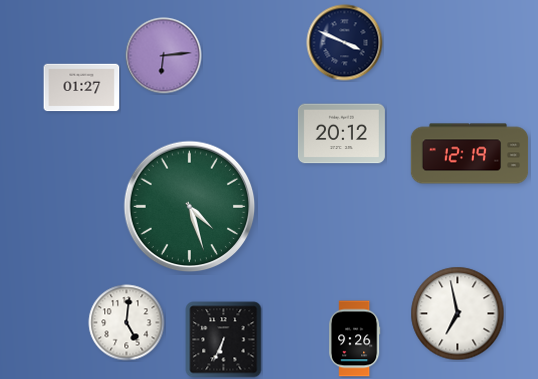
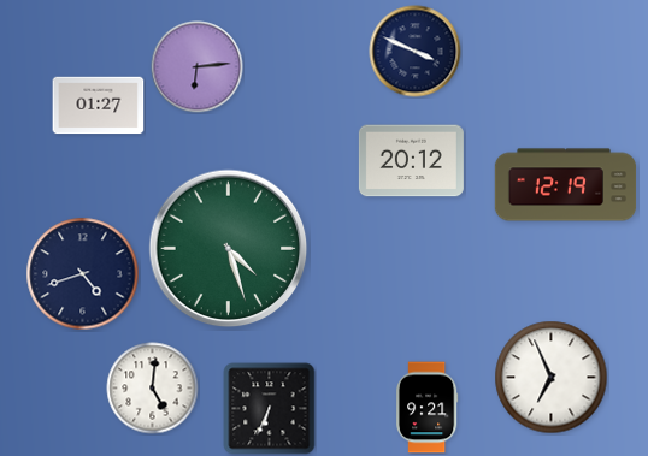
clock at (83, 274): none -> 4:42
clock at (458, 314): 6:58 -> 6:56
clock at (354, 339): 9:26 -> 9:21
